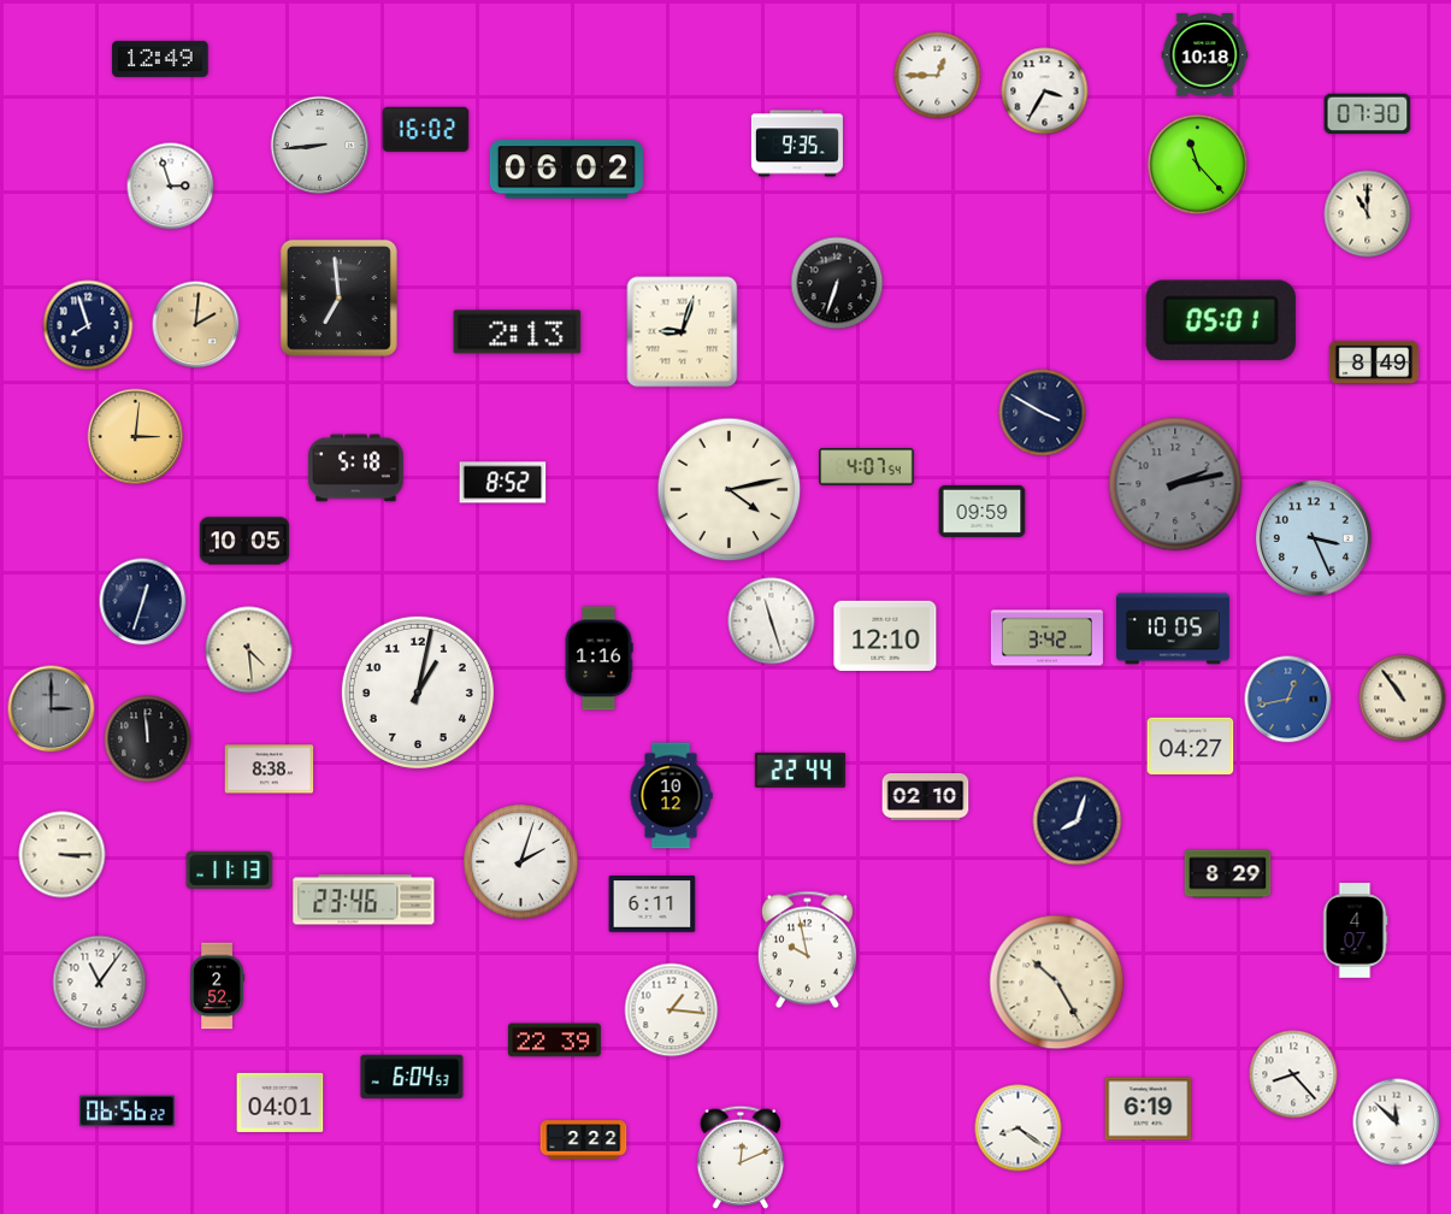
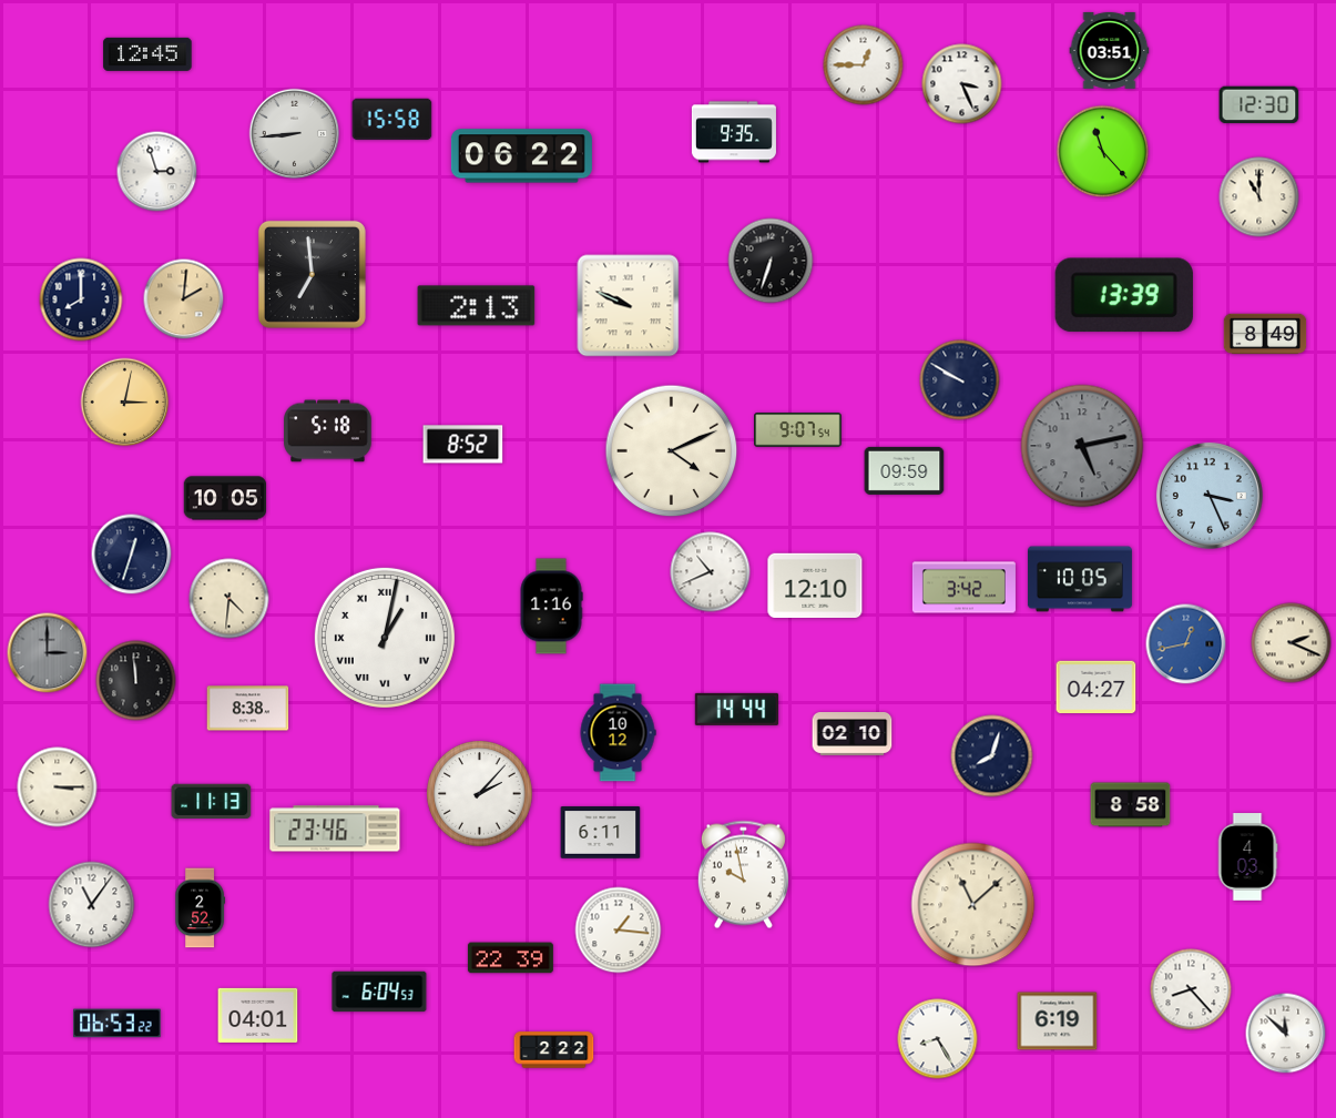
clock at (1205, 54): 10:18 -> 03:51
clock at (160, 59): 12:49 -> 12:45
clock at (938, 76) position: (938, 76) -> (864, 65)
clock at (1045, 92): 3:35 -> 3:26
clock at (1368, 114): 07:30 -> 12:30
clock at (426, 130): 16:02 -> 15:58
clock at (566, 170): 06:02 -> 06:22
clock at (1221, 320): 05:01 -> 13:39
clock at (88, 325): 7:57 -> 8:00
clock at (196, 325) position: (196, 325) -> (184, 299)
clock at (683, 332): 9:03 -> 9:49
clock at (1043, 413): 3:50 -> 9:50
clock at (136, 437): 3:01 -> 3:02
clock at (867, 467): 4:07 -> 9:07
clock at (1175, 484): 2:13 -> 5:13
clock at (730, 490): 4:13 -> 4:11
clock at (772, 621): 11:27 -> 10:41
clock at (249, 650): 4:29 -> 4:31
clock at (418, 693) numerals: Arabic -> Roman
clock at (1403, 699): 10:54 -> 2:19
clock at (800, 770): 22:44 -> 14:44
clock at (521, 862): 2:03 -> 2:07
clock at (1228, 874): 8:29 -> 8:58
clock at (1355, 931): 4:07 -> 4:03
clock at (1057, 983): 10:25 -> 11:08
clock at (128, 1112): 06:56 -> 06:53
clock at (1019, 1128): 8:21 -> 8:25
clock at (584, 1141) position: (584, 1141) -> (554, 1050)
clock at (741, 1157): 12:11 -> none
